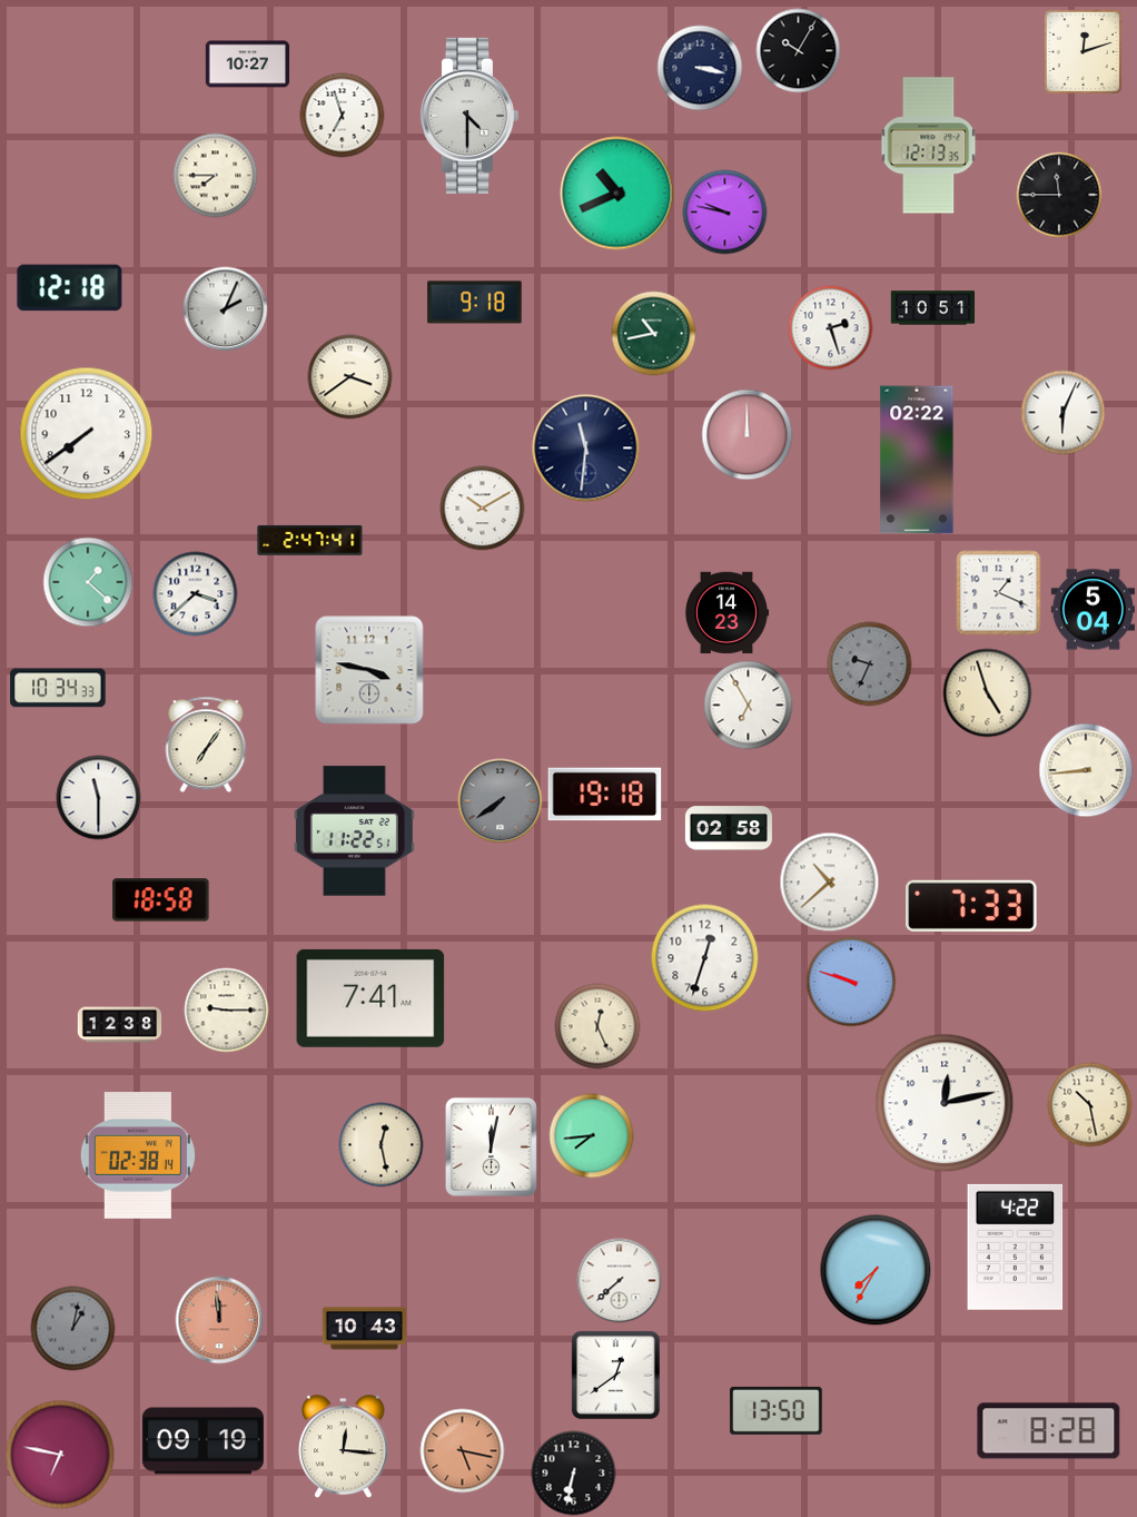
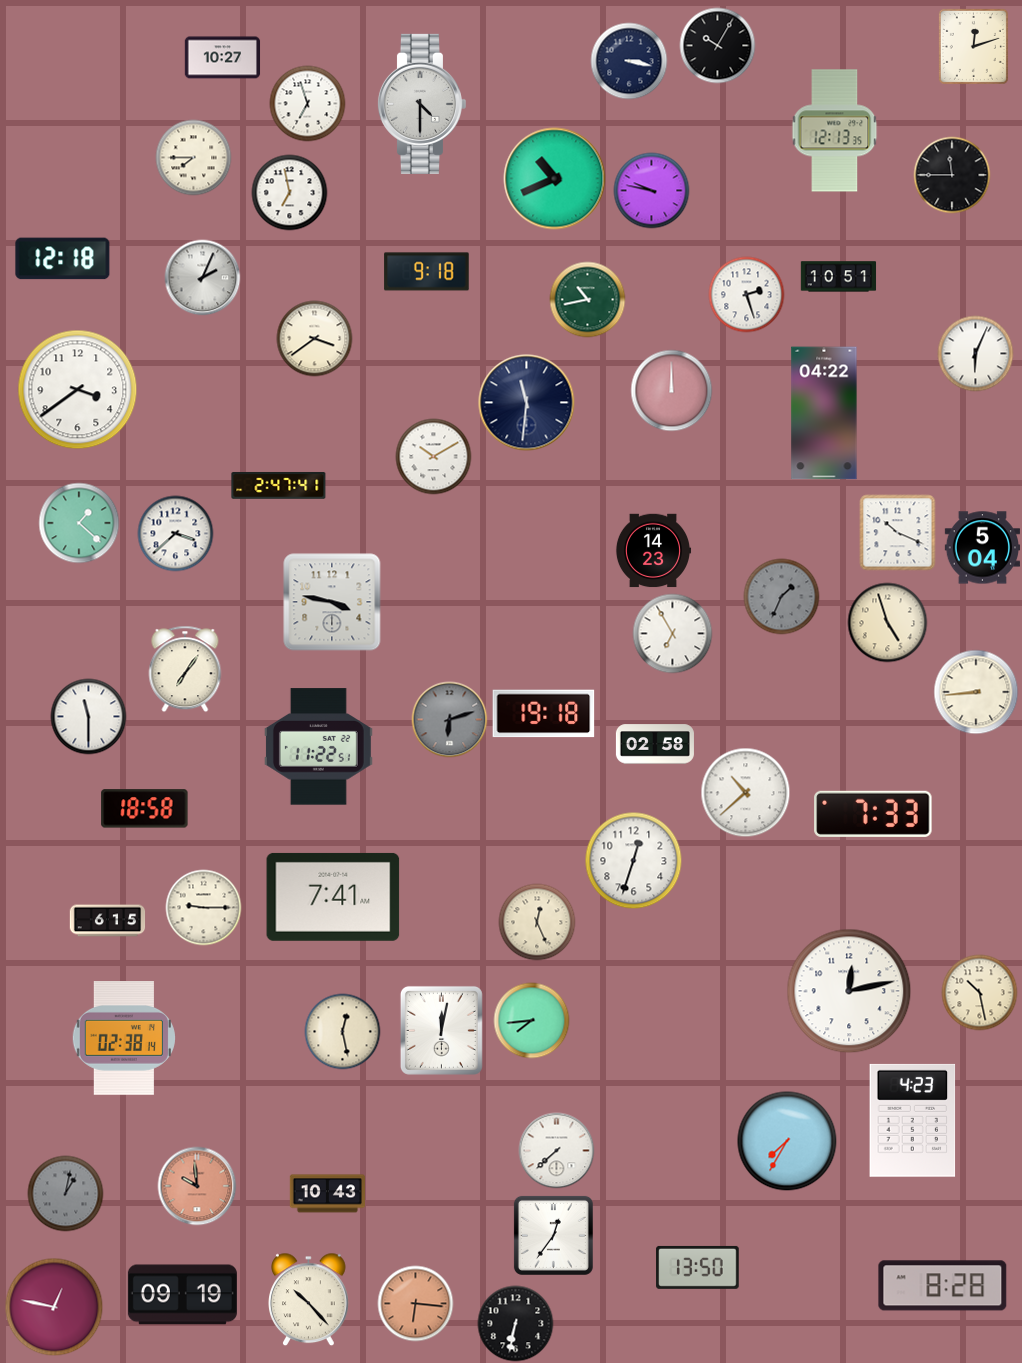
clock at (617, 194) position: (617, 194) -> (555, 179)
clock at (290, 193): none -> 6:58
clock at (1064, 413) position: (1064, 413) -> (976, 354)
clock at (87, 434): 7:39 -> 3:39
clock at (917, 460): 02:22 -> 04:22
clock at (999, 593): 1:19 -> 10:19
clock at (870, 664): 9:34 -> 1:34
clock at (58, 688): 10:34 -> none
clock at (501, 801): 7:39 -> 6:12
clock at (851, 982): 9:48 -> none
clock at (120, 1025): 12:38 -> 6:15
clock at (382, 1145) position: (382, 1145) -> (343, 1032)
clock at (1016, 1247): 4:22 -> 4:23
clock at (219, 1320): 11:59 -> 9:59
clock at (615, 1375): 12:39 -> 12:36
clock at (344, 1447): 12:16 -> 10:23
clock at (463, 1451): 5:17 -> 6:16
clock at (60, 1455): 6:47 -> 12:47
